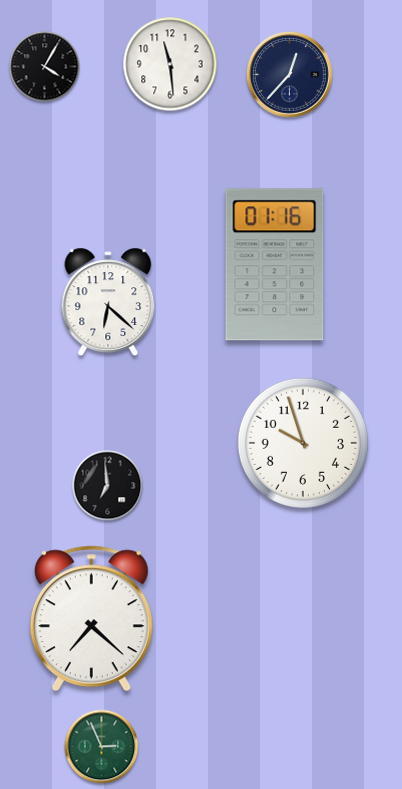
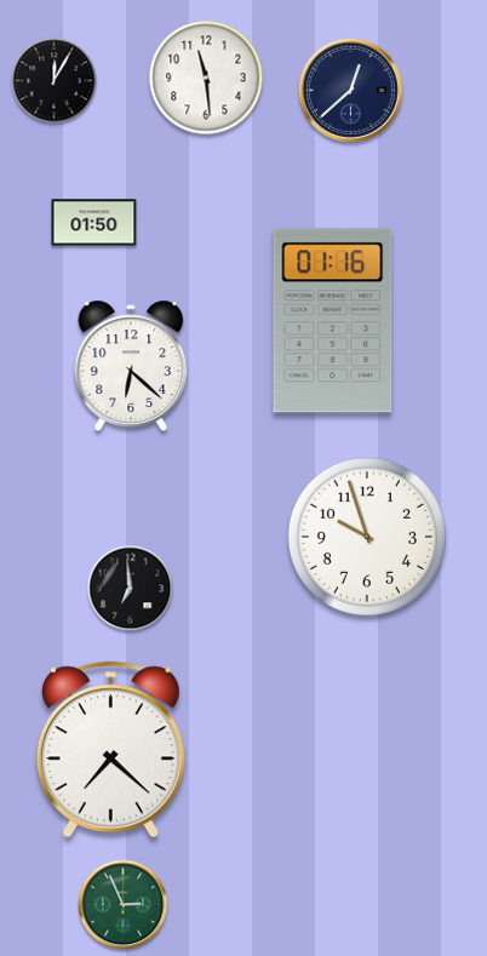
clock at (45, 67): 4:05 -> 12:05
clock at (290, 75): 12:37 -> 12:38
clock at (94, 223): none -> 01:50
